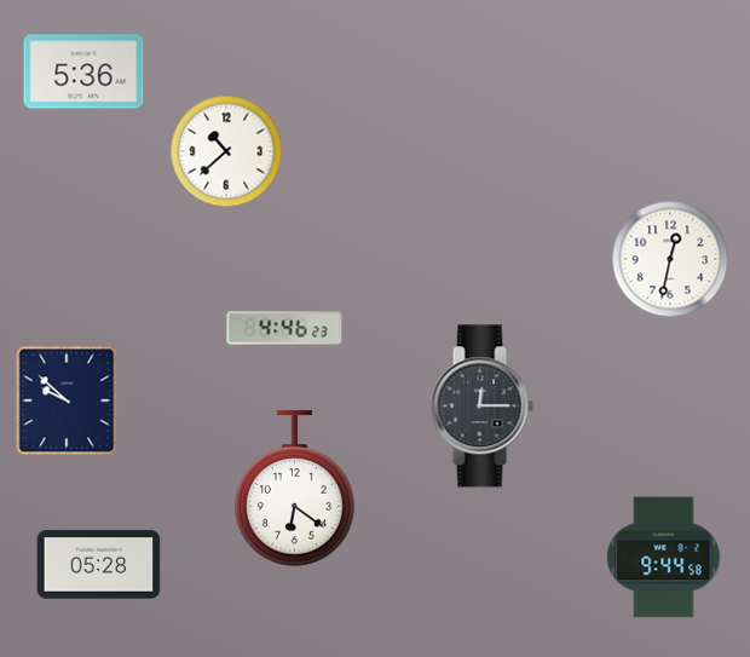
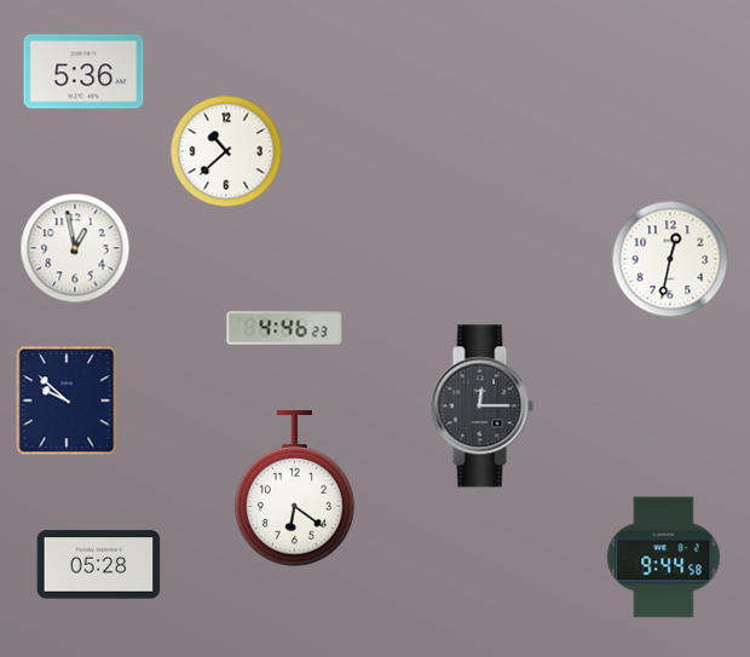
clock at (75, 248): none -> 12:58
